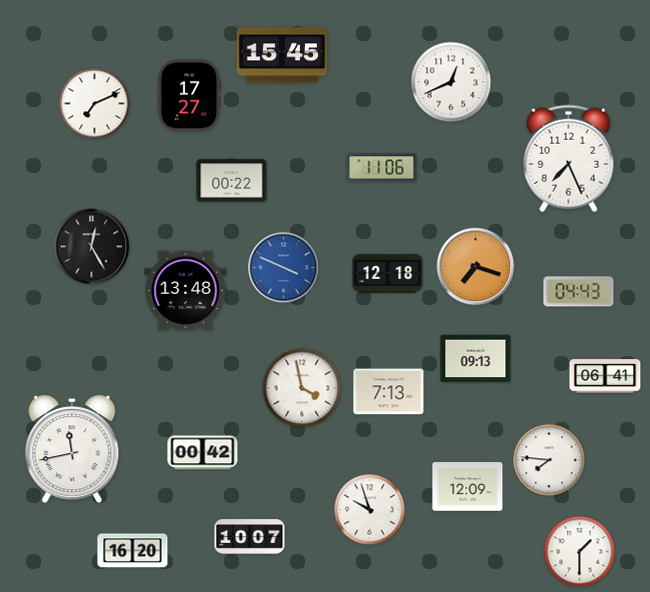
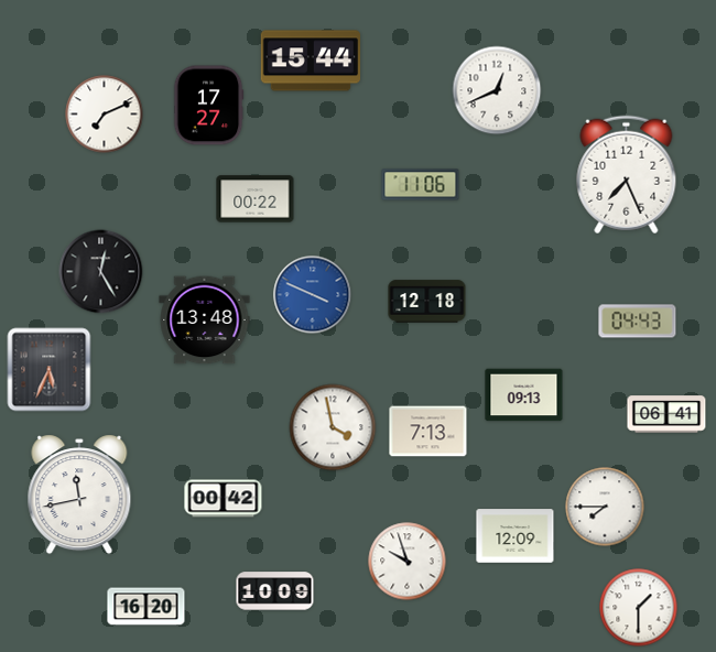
clock at (281, 55): 15:45 -> 15:44
clock at (476, 267): 7:18 -> none
clock at (50, 370): none -> 5:34
clock at (549, 460): 7:46 -> 7:45
clock at (250, 537): 10:07 -> 10:09
